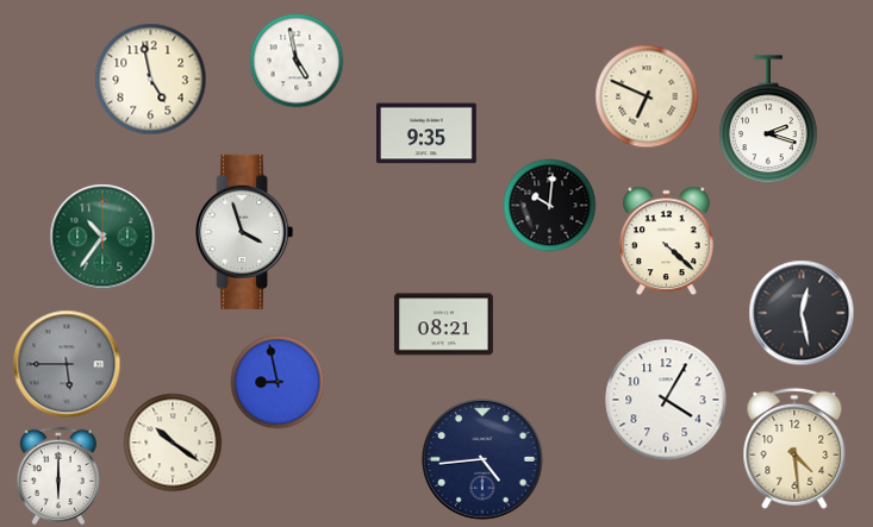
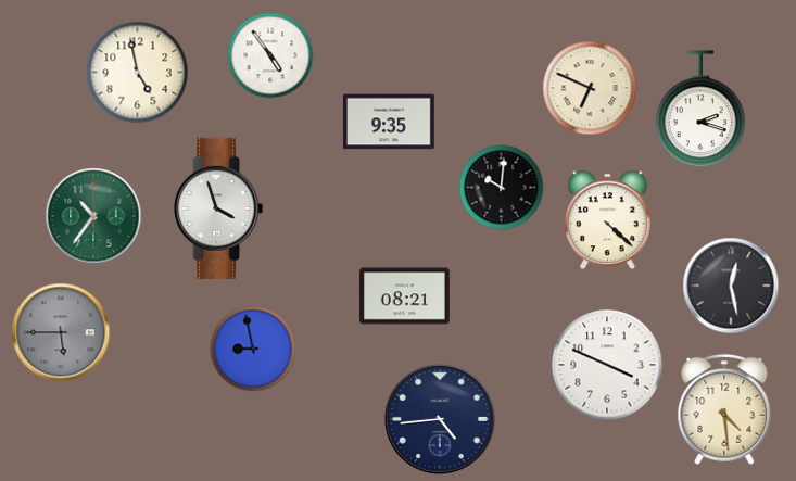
clock at (297, 61): 4:58 -> 4:54
clock at (244, 232) position: (244, 232) -> (218, 208)
clock at (666, 400): 4:05 -> 3:49
clock at (173, 443): 10:21 -> none
clock at (57, 475): 6:00 -> none
